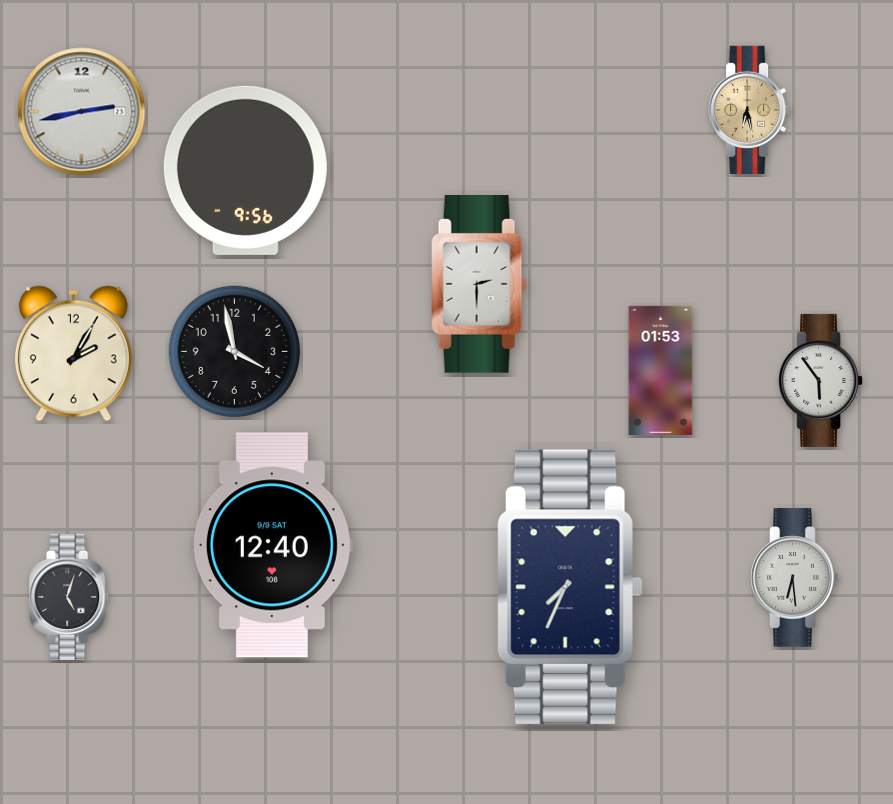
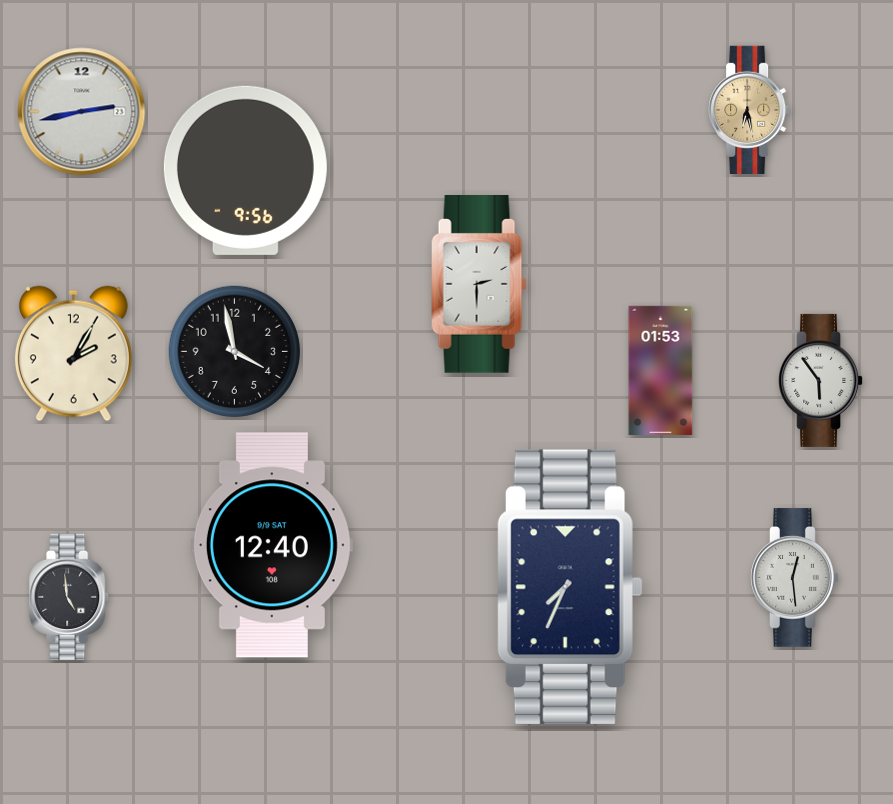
clock at (795, 578): 6:29 -> 12:29
clock at (70, 597): 5:03 -> 4:59
